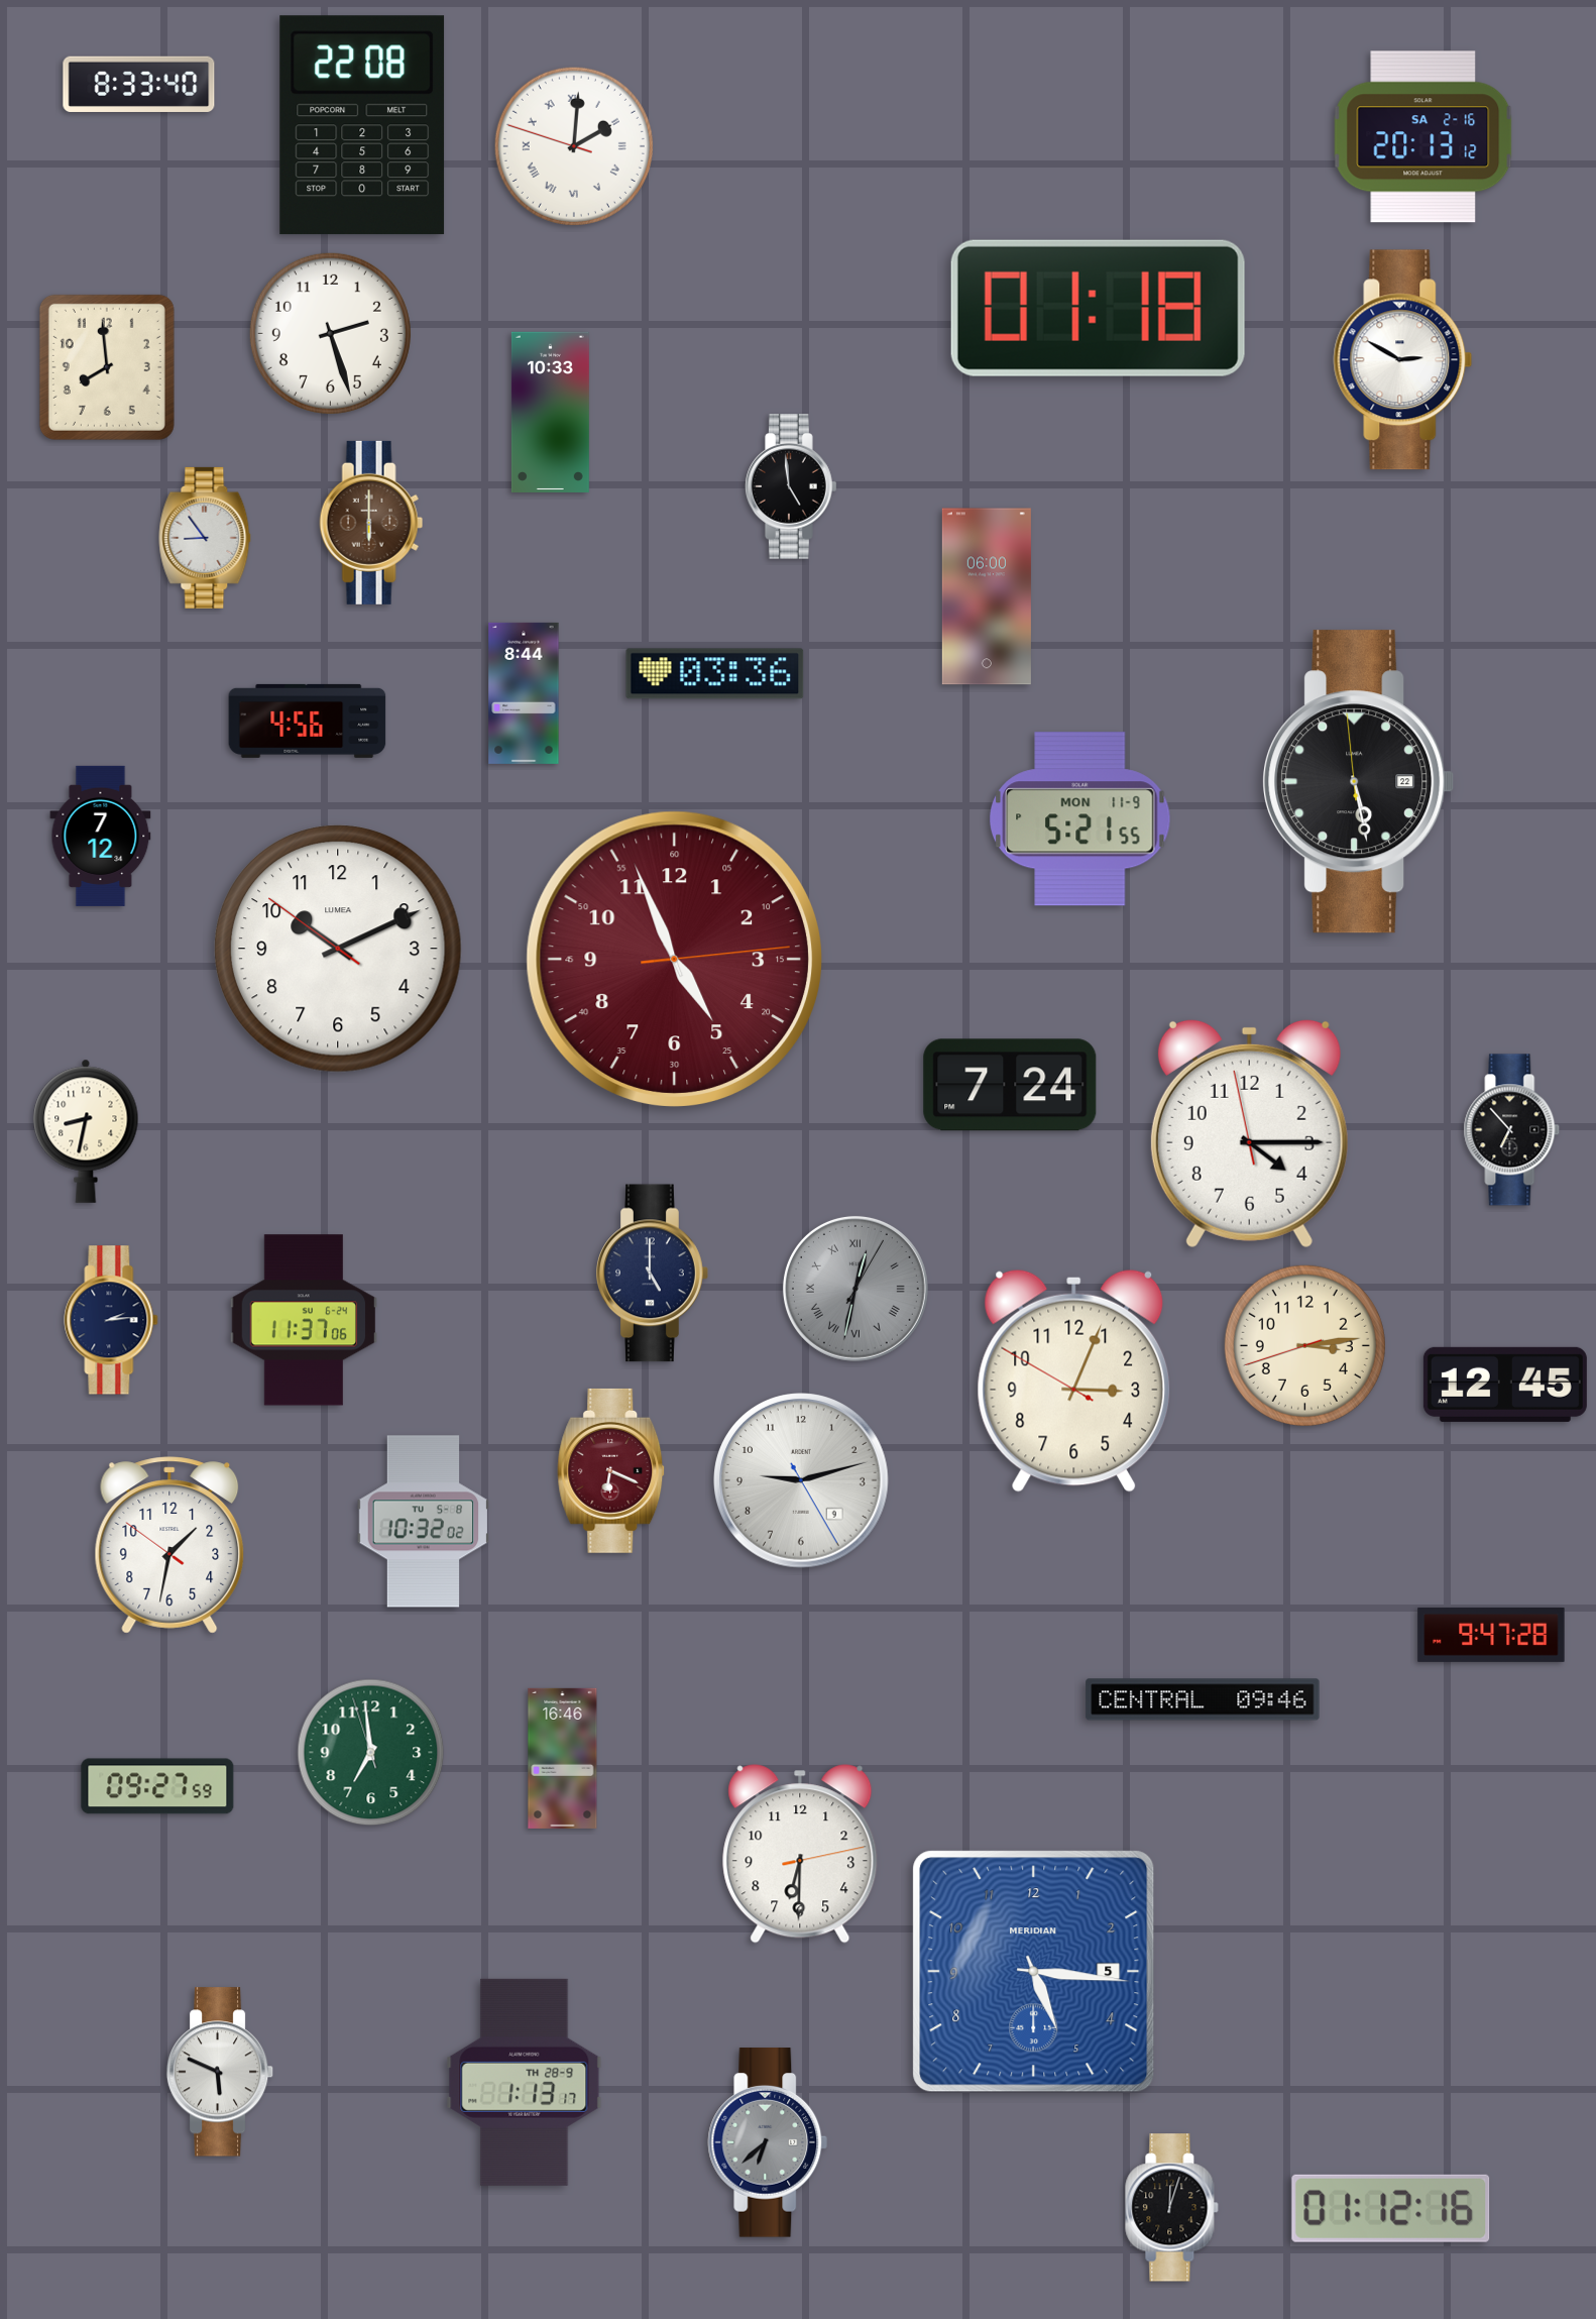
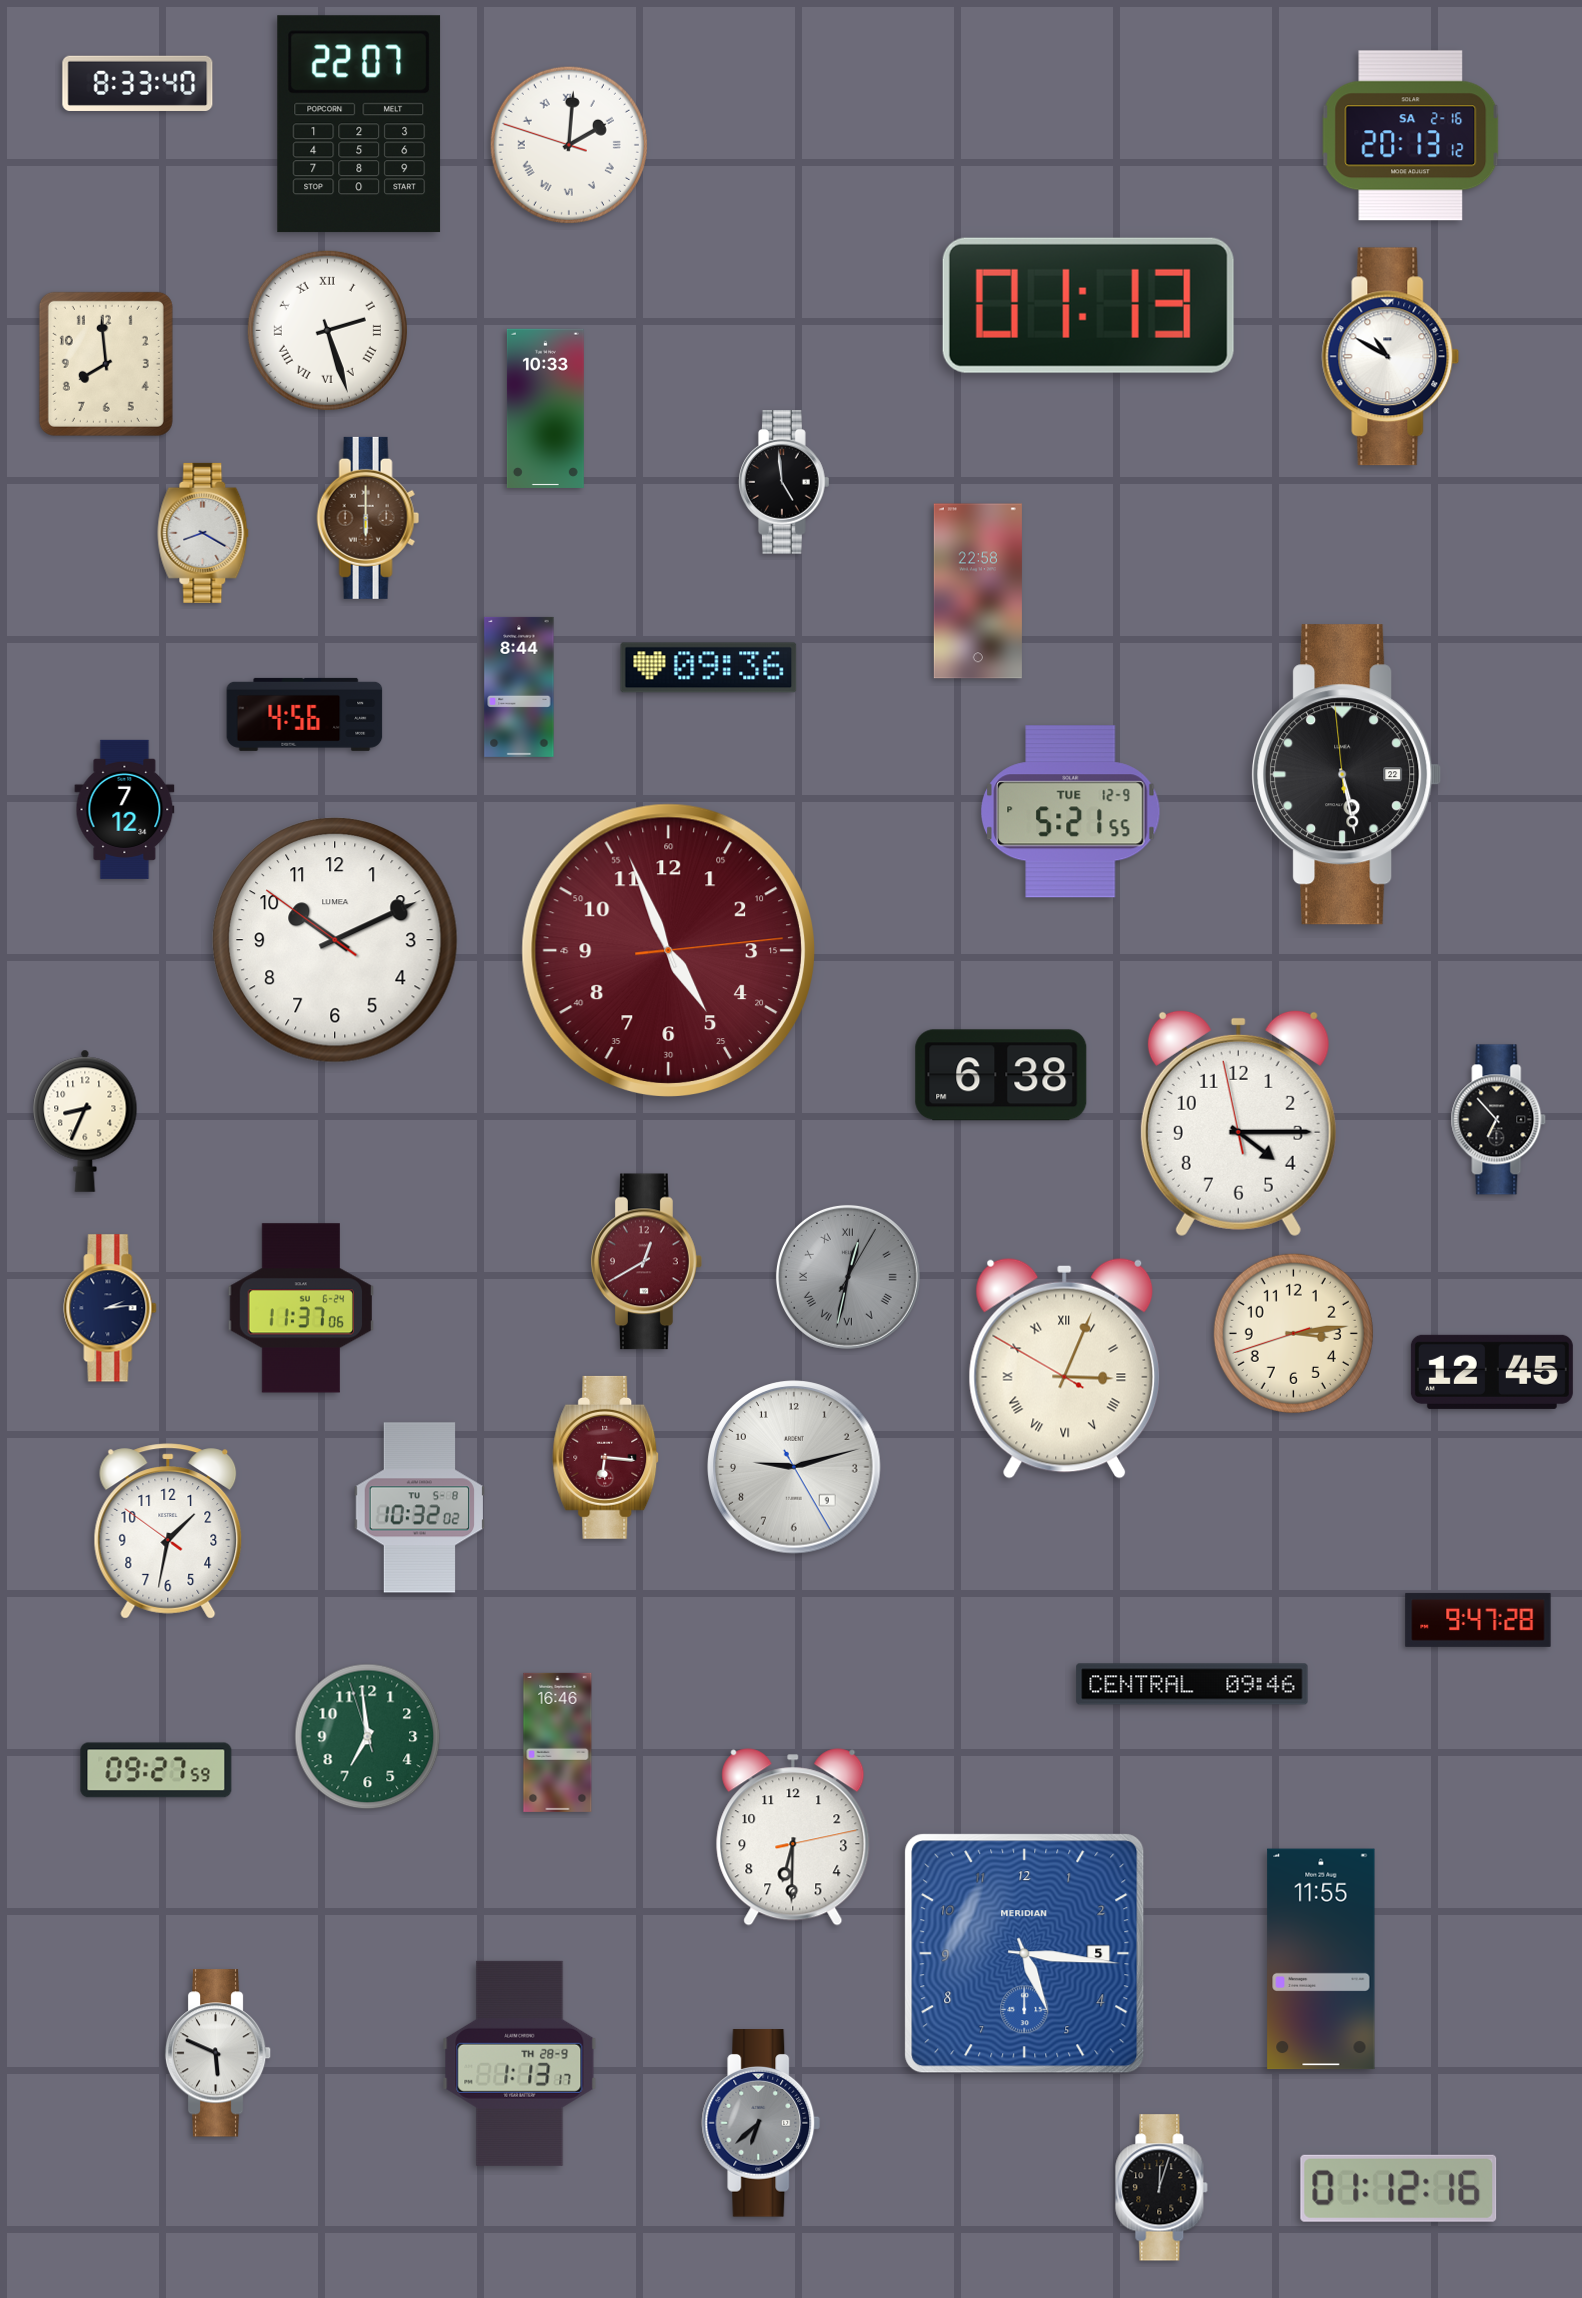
clock at (362, 125): 22:08 -> 22:07
clock at (1098, 308): 01:18 -> 01:13
clock at (330, 333) numerals: Arabic -> Roman
clock at (1403, 360): 2:50 -> 10:50
clock at (205, 538): 8:54 -> 8:20
clock at (987, 596): 06:00 -> 22:58
clock at (715, 674): 03:36 -> 09:36
clock at (1080, 819) date: MON 11-9 -> TUE 12-9
clock at (101, 836) position: (101, 836) -> (125, 809)
clock at (1010, 1085): 7:24 -> 6:38
clock at (86, 1131): 8:32 -> 8:34
clock at (653, 1274): 5:00 -> 12:40
clock at (653, 1274) dial: navy -> burgundy
clock at (1074, 1381) numerals: Arabic -> Roman
clock at (611, 1470): 6:19 -> 6:16
clock at (1321, 1959): none -> 11:55
clock at (1391, 2208) position: (1391, 2208) -> (1399, 2188)
